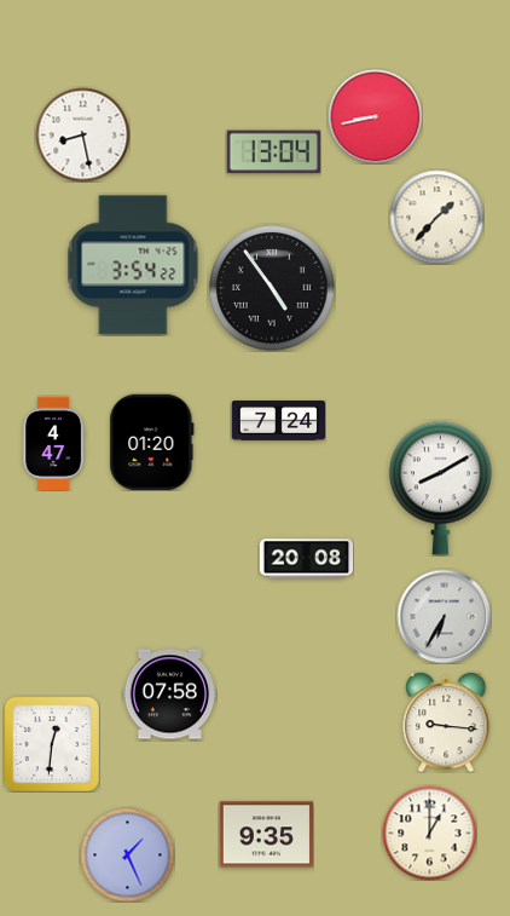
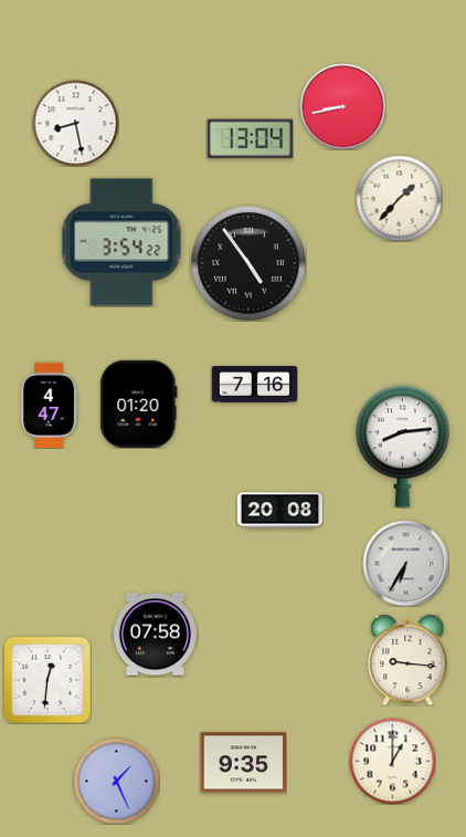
clock at (278, 421): 7:24 -> 7:16
clock at (440, 488): 8:10 -> 8:14
